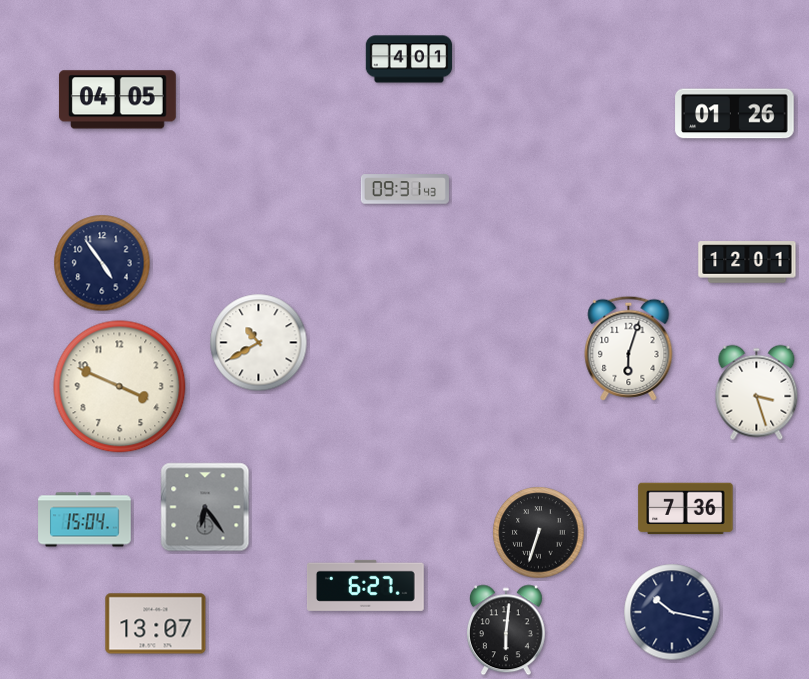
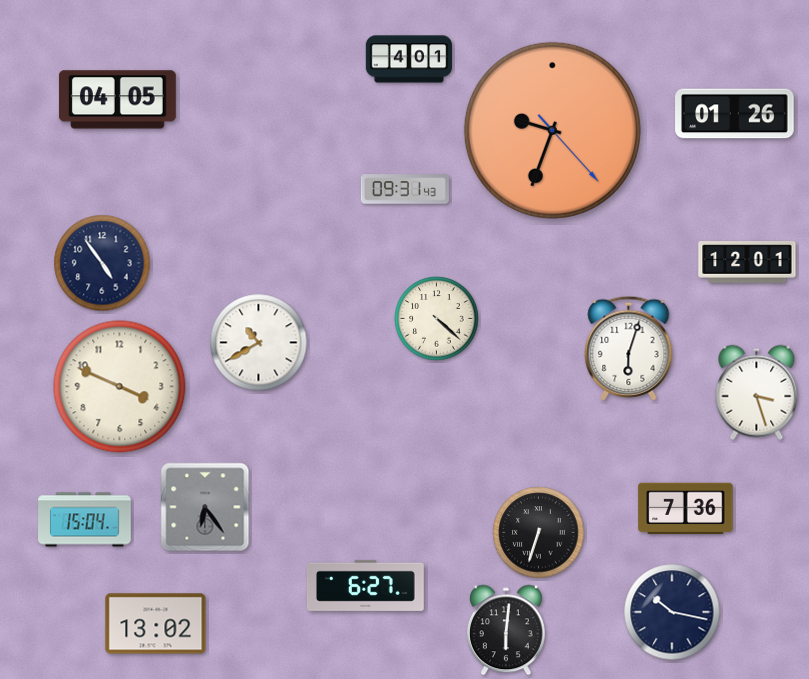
clock at (552, 130): none -> 9:33
clock at (437, 319): none -> 4:22
clock at (156, 624): 13:07 -> 13:02
